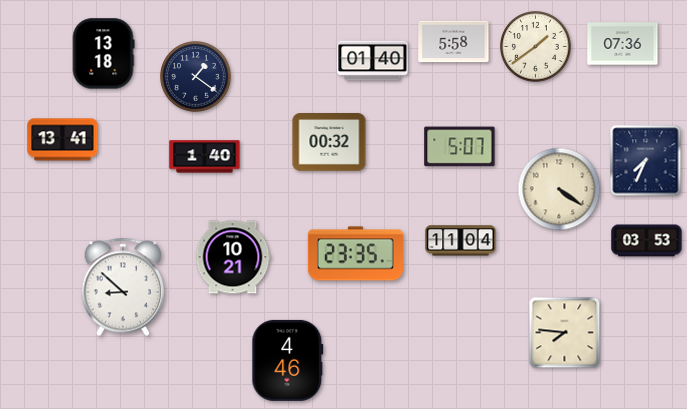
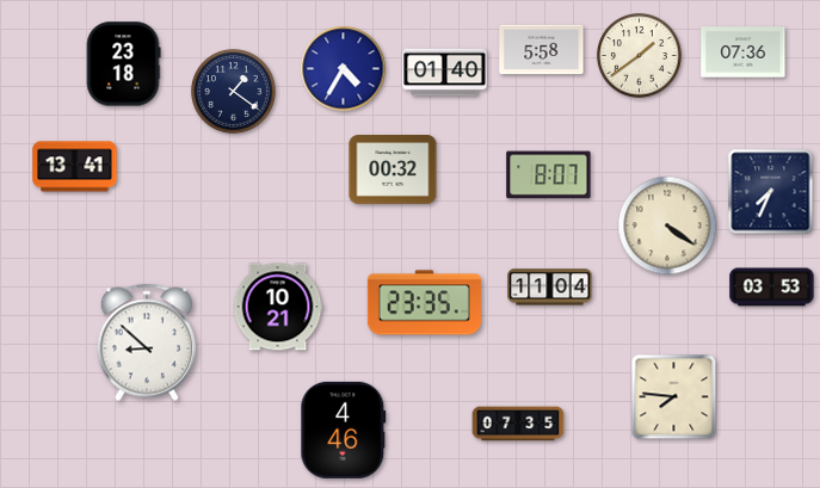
clock at (103, 54): 13:18 -> 23:18
clock at (344, 69): none -> 4:35
clock at (460, 147): 5:07 -> 8:07
clock at (205, 157): 1:40 -> none
clock at (518, 424): none -> 07:35
